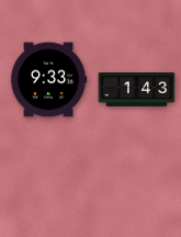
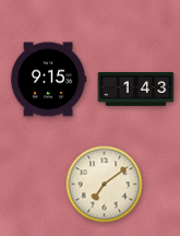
clock at (48, 80): 9:33 -> 9:15
clock at (105, 185): none -> 7:09
